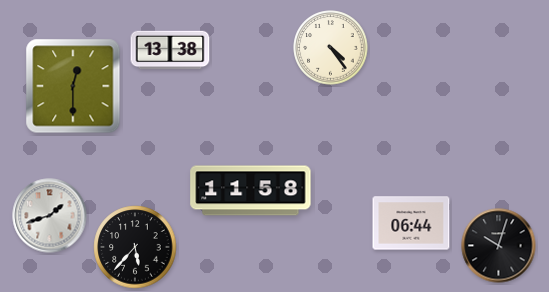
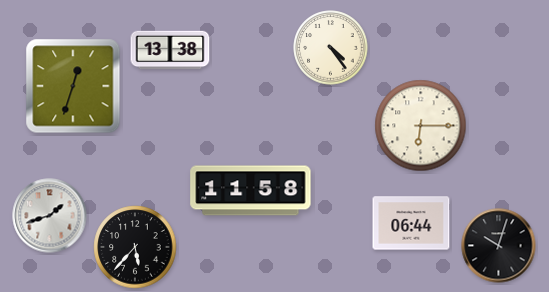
clock at (73, 86): 12:30 -> 12:33
clock at (421, 126): none -> 6:15
